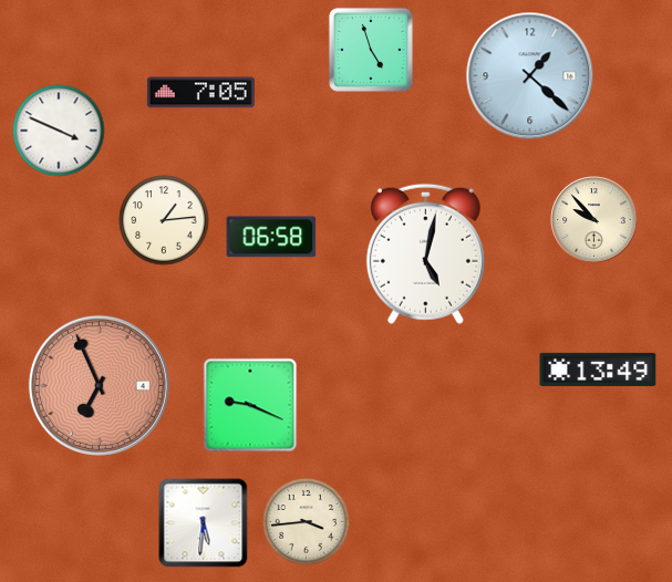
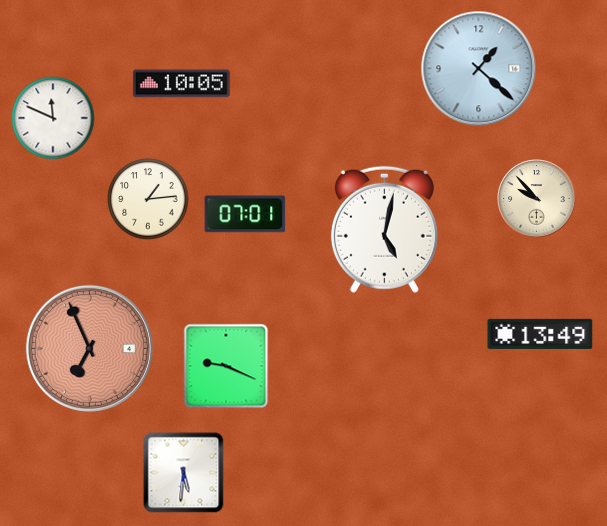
clock at (371, 50): 4:57 -> none
clock at (200, 93): 7:05 -> 10:05
clock at (59, 131): 3:49 -> 11:49
clock at (271, 237): 06:58 -> 07:01
clock at (307, 522): 3:44 -> none
